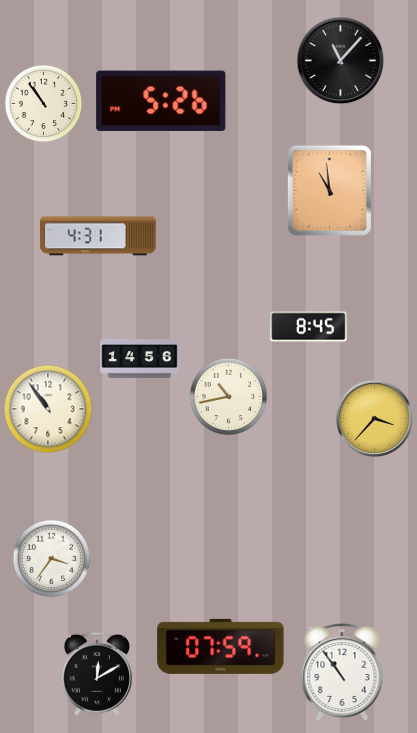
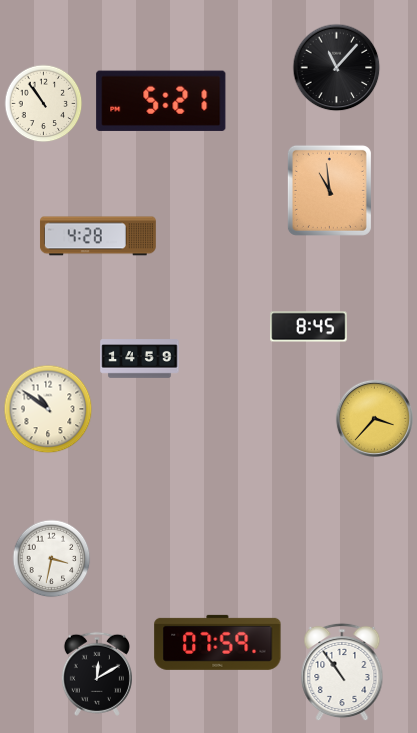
clock at (340, 60) position: (340, 60) -> (336, 67)
clock at (161, 101): 5:26 -> 5:21
clock at (98, 236): 4:31 -> 4:28
clock at (140, 359): 14:56 -> 14:59
clock at (228, 396): 10:43 -> none
clock at (48, 409): 10:54 -> 10:51
clock at (51, 558): 3:36 -> 3:32
clock at (221, 646) position: (221, 646) -> (218, 642)
